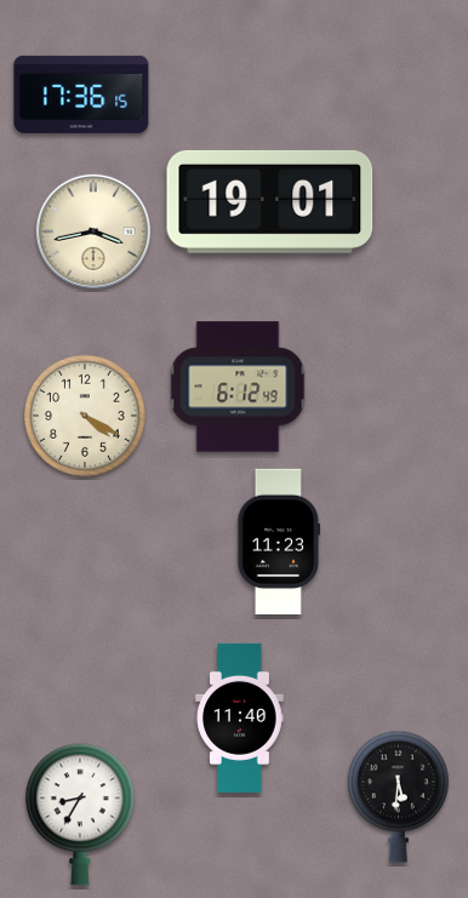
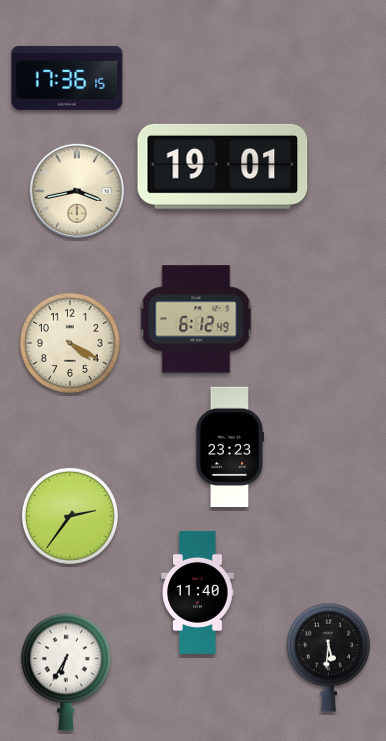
clock at (279, 540): 11:23 -> 23:23
clock at (70, 516): none -> 2:36
clock at (80, 814): 8:35 -> 6:35
